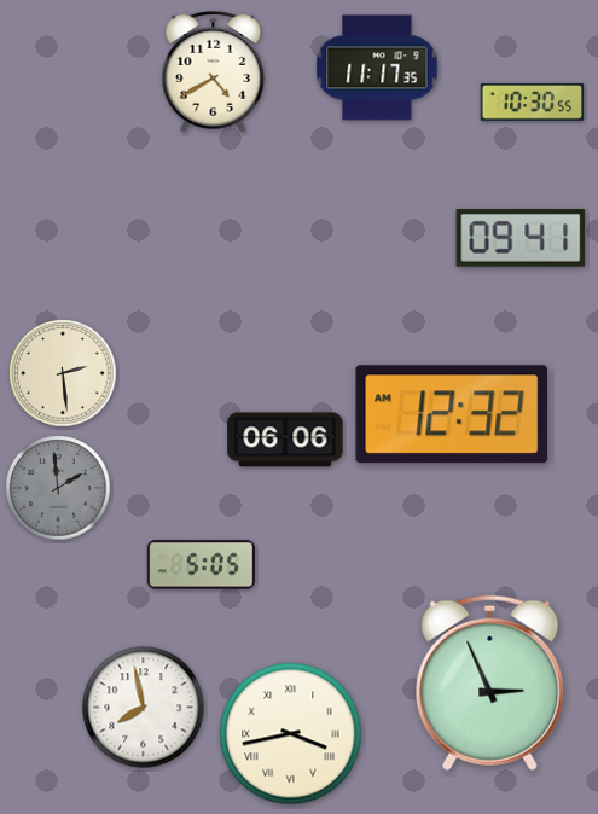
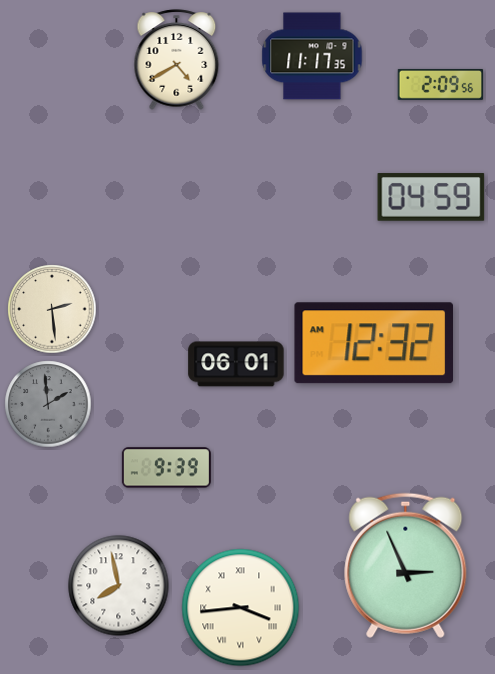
clock at (533, 101): 10:30 -> 2:09
clock at (521, 238): 09:41 -> 04:59
clock at (285, 440): 06:06 -> 06:01
clock at (201, 565): 5:05 -> 9:39
clock at (291, 734): 3:43 -> 3:44
